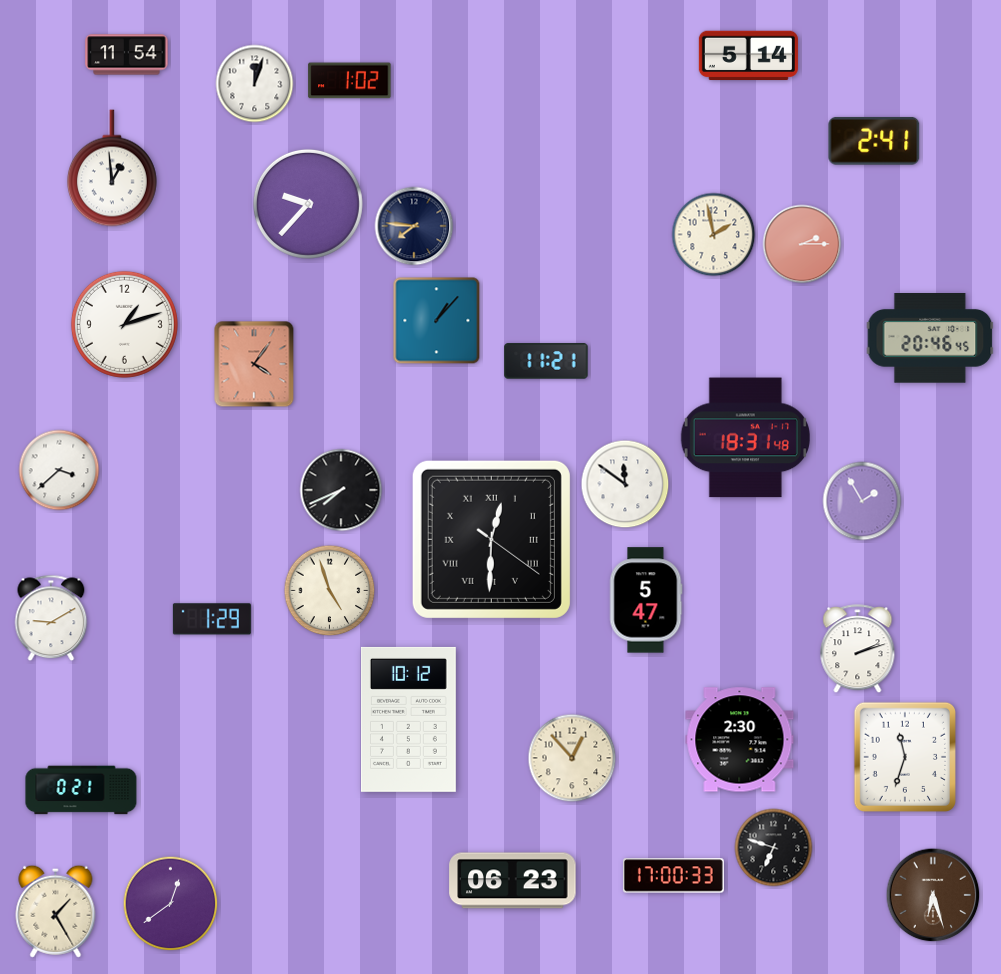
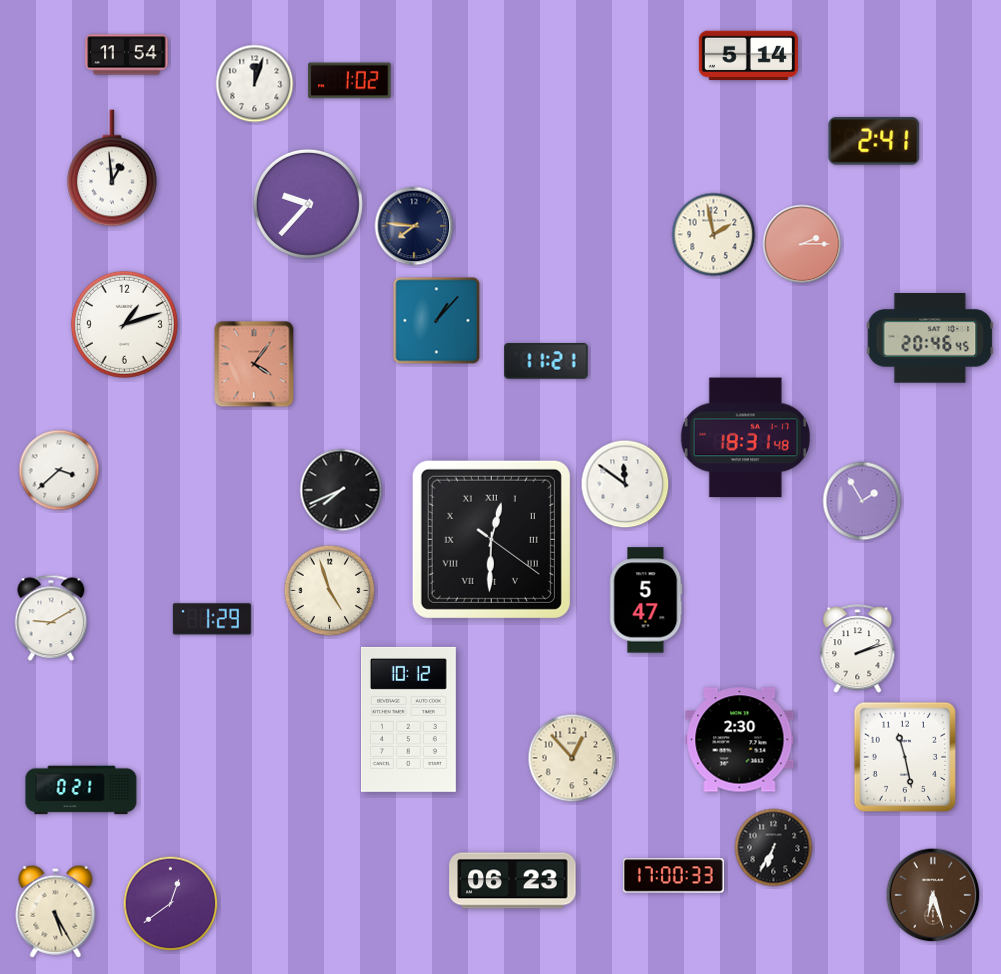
clock at (904, 756): 11:33 -> 11:28
clock at (774, 848): 6:48 -> 6:35
clock at (56, 911): 1:25 -> 5:25
